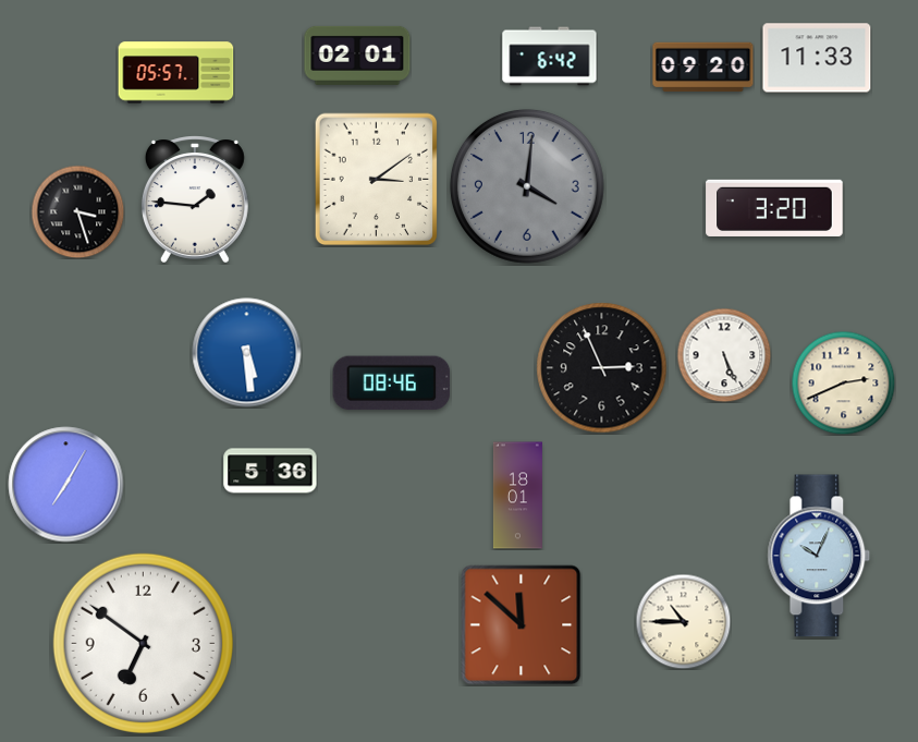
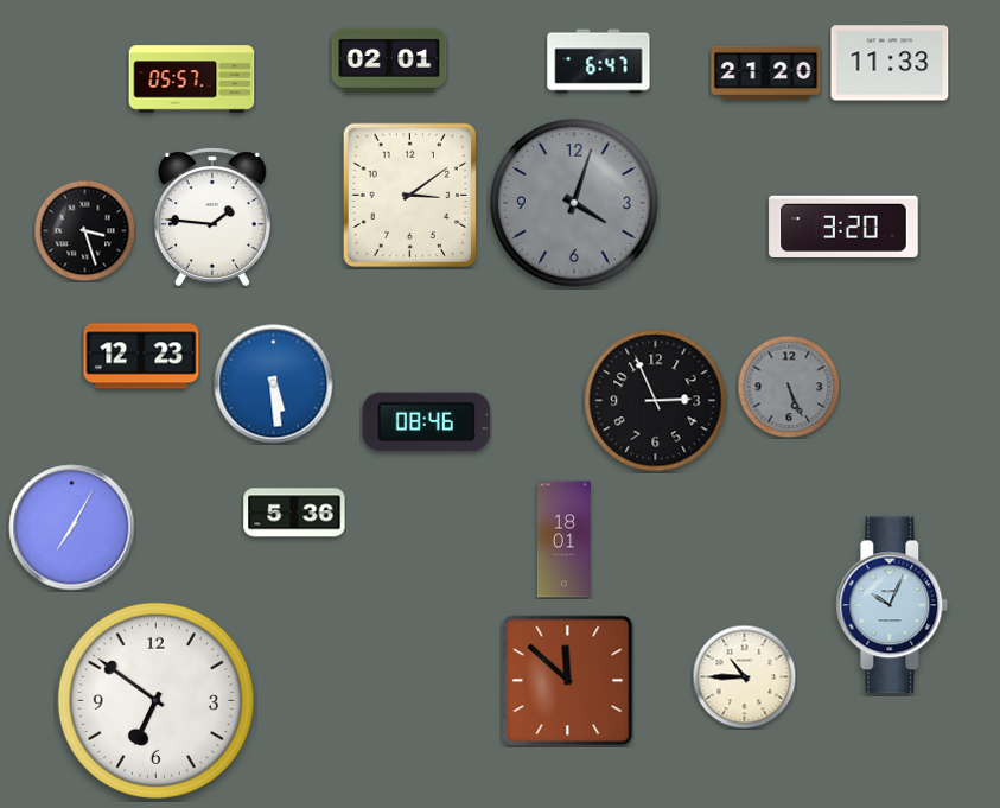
clock at (550, 57): 6:42 -> 6:47
clock at (703, 68): 09:20 -> 21:20
clock at (527, 186): 4:01 -> 4:03
clock at (141, 356): none -> 12:23
clock at (247, 353) position: (247, 353) -> (274, 384)
clock at (724, 355) dial: white -> grey
clock at (843, 382): 2:41 -> none
clock at (392, 384) position: (392, 384) -> (427, 422)
